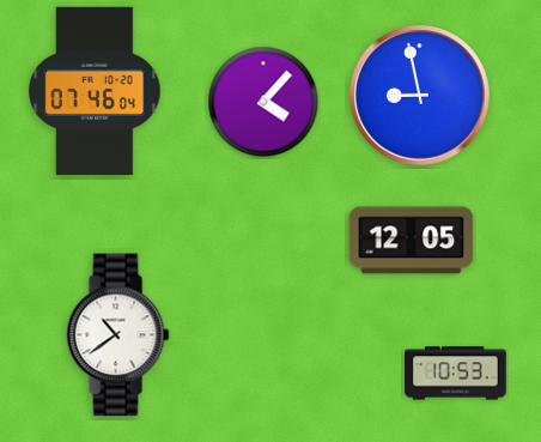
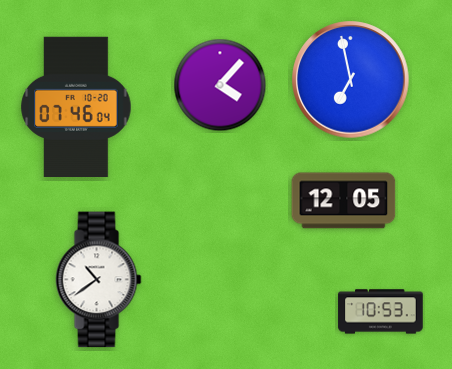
clock at (95, 90) position: (95, 90) -> (76, 106)
clock at (420, 96): 8:58 -> 6:58
